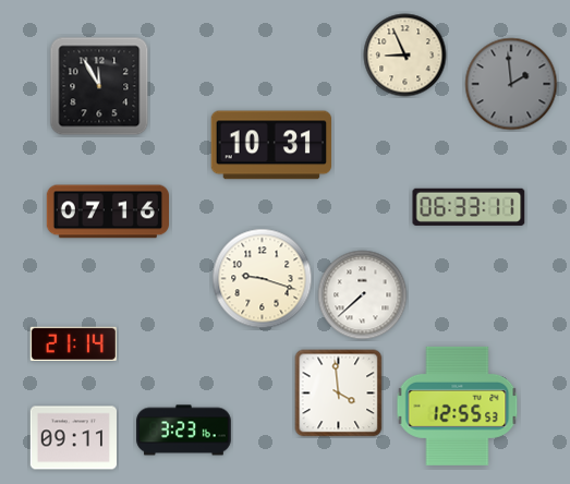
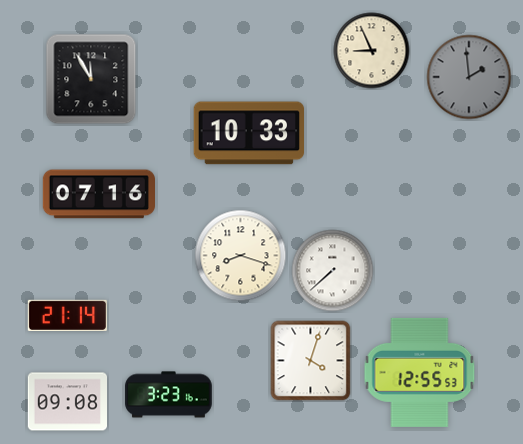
clock at (271, 145): 10:31 -> 10:33
clock at (469, 207): 06:33 -> none
clock at (263, 279): 9:18 -> 8:18
clock at (339, 394): 3:59 -> 4:03
clock at (73, 438): 09:11 -> 09:08
